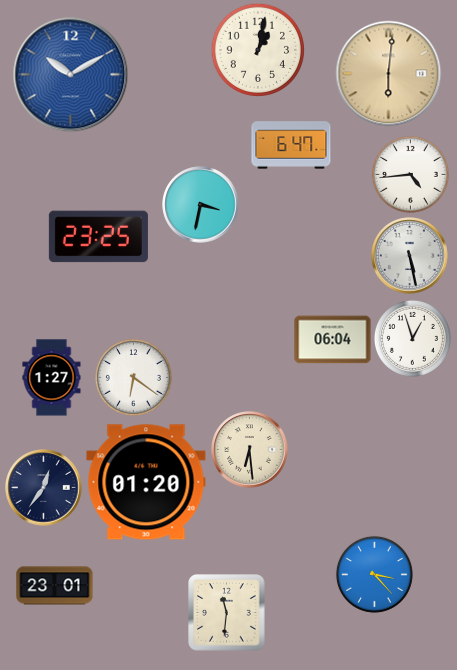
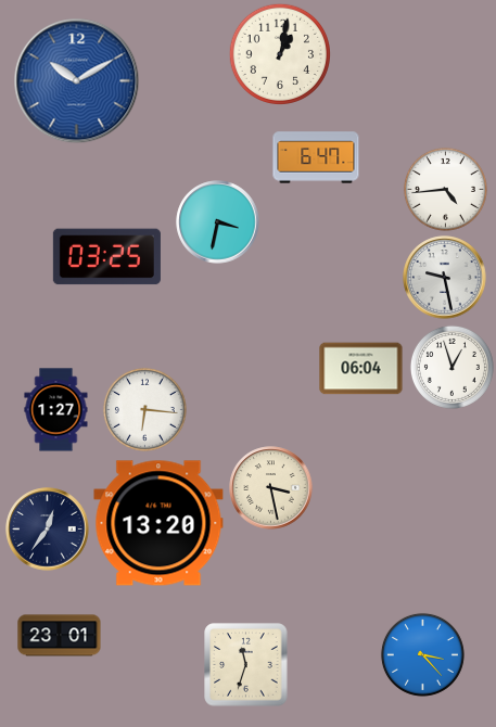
clock at (389, 74): 6:01 -> none
clock at (98, 237): 23:25 -> 03:25
clock at (410, 256): 5:28 -> 9:28
clock at (412, 338) position: (412, 338) -> (452, 367)
clock at (133, 377): 6:21 -> 6:16
clock at (250, 450): 6:29 -> 3:28
clock at (146, 482): 01:20 -> 13:20
clock at (374, 574) position: (374, 574) -> (422, 654)
clock at (227, 613): 11:31 -> 11:33
